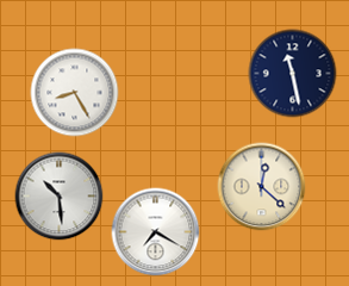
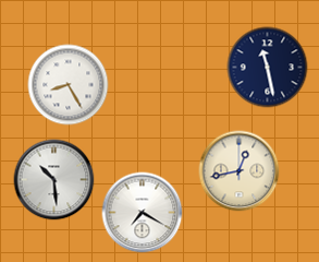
clock at (262, 187): 12:22 -> 12:43
